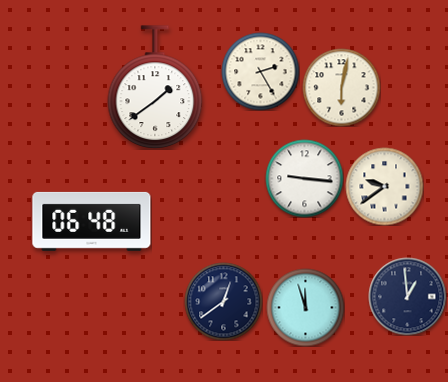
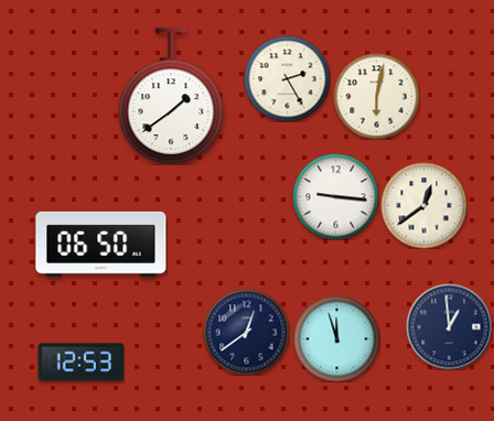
clock at (384, 186): 9:39 -> 12:39
clock at (92, 221): 06:48 -> 06:50
clock at (80, 363): none -> 12:53
